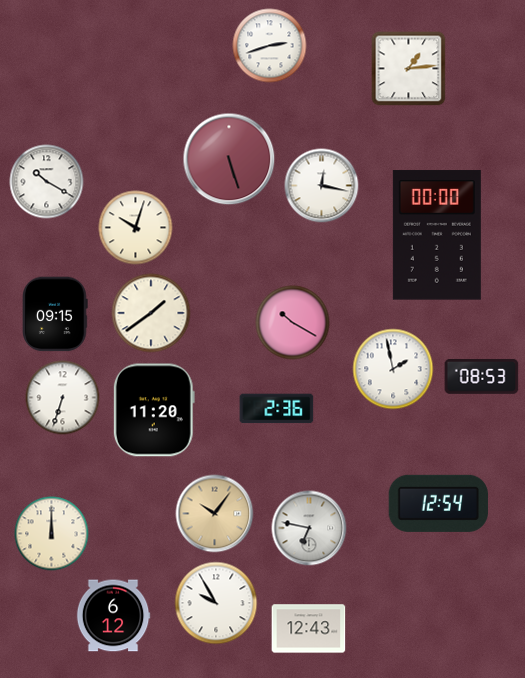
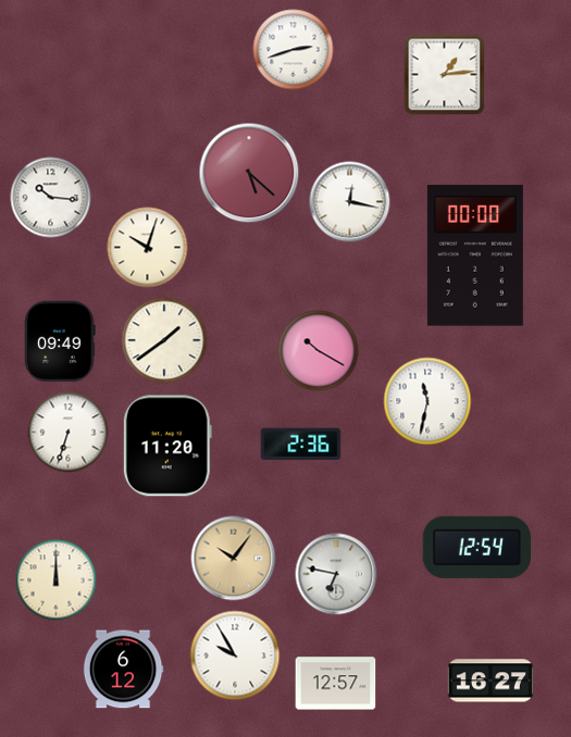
clock at (229, 159): 5:27 -> 5:22
clock at (47, 182): 10:20 -> 10:16
clock at (55, 314): 09:15 -> 09:49
clock at (393, 369): 1:58 -> 11:32
clock at (482, 376): 08:53 -> none
clock at (491, 680): none -> 16:27
clock at (309, 629): 12:43 -> 12:57
